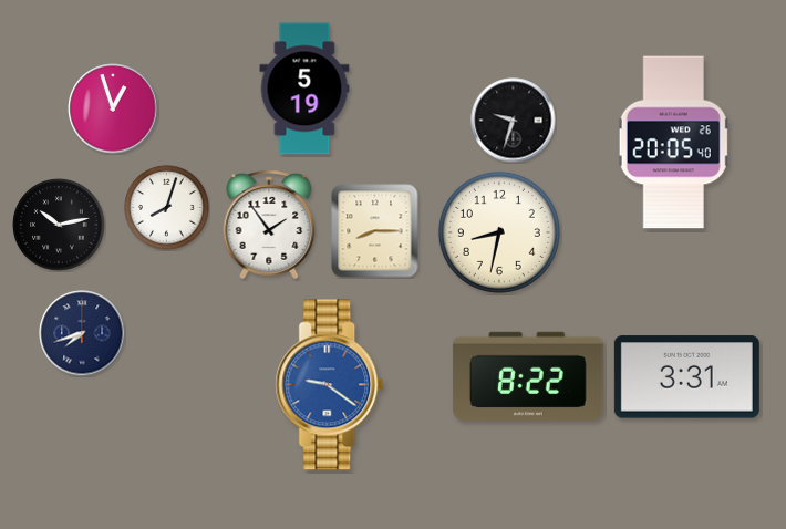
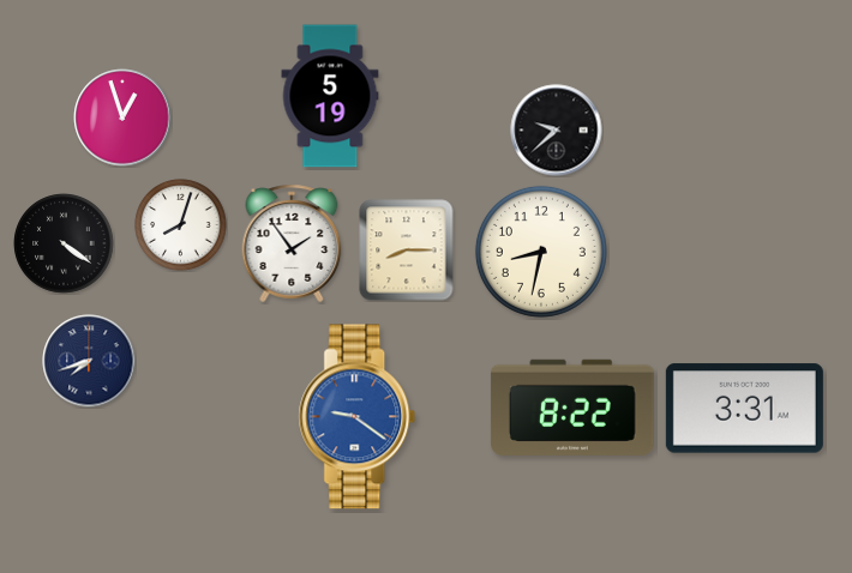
clock at (514, 121): 9:33 -> 9:38
clock at (674, 143): 20:05 -> none
clock at (59, 225): 10:13 -> 4:21
